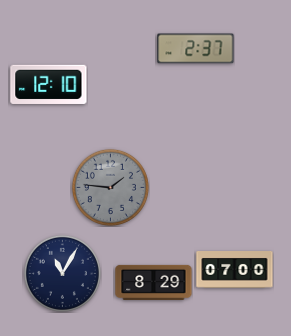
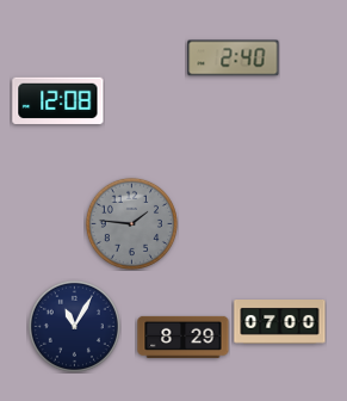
clock at (196, 49): 2:37 -> 2:40
clock at (49, 84): 12:10 -> 12:08
